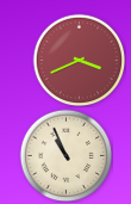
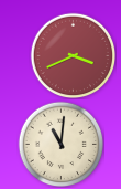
clock at (65, 155): 10:56 -> 11:01
